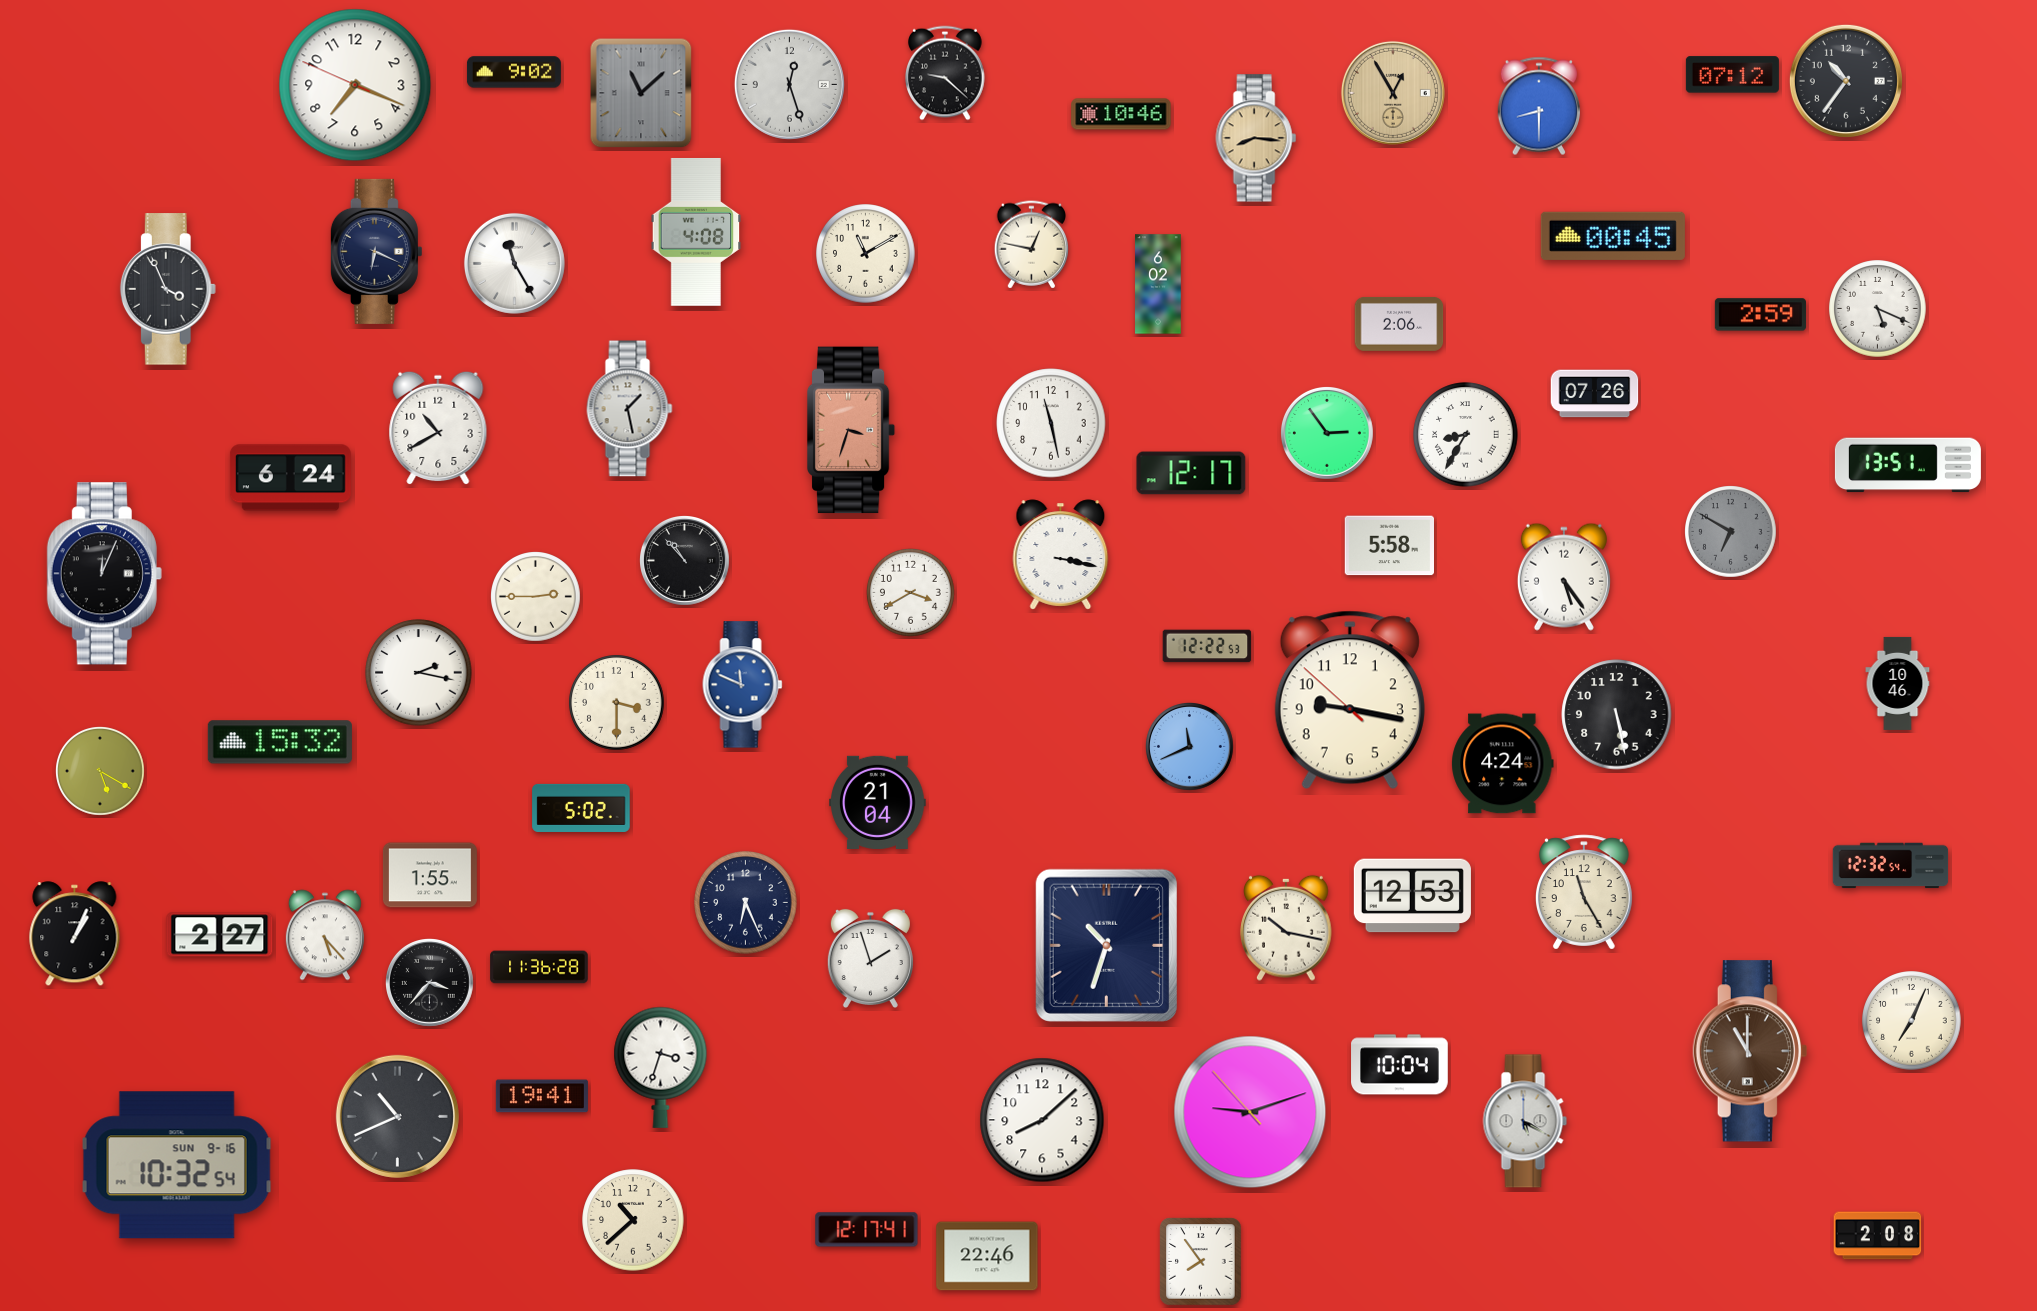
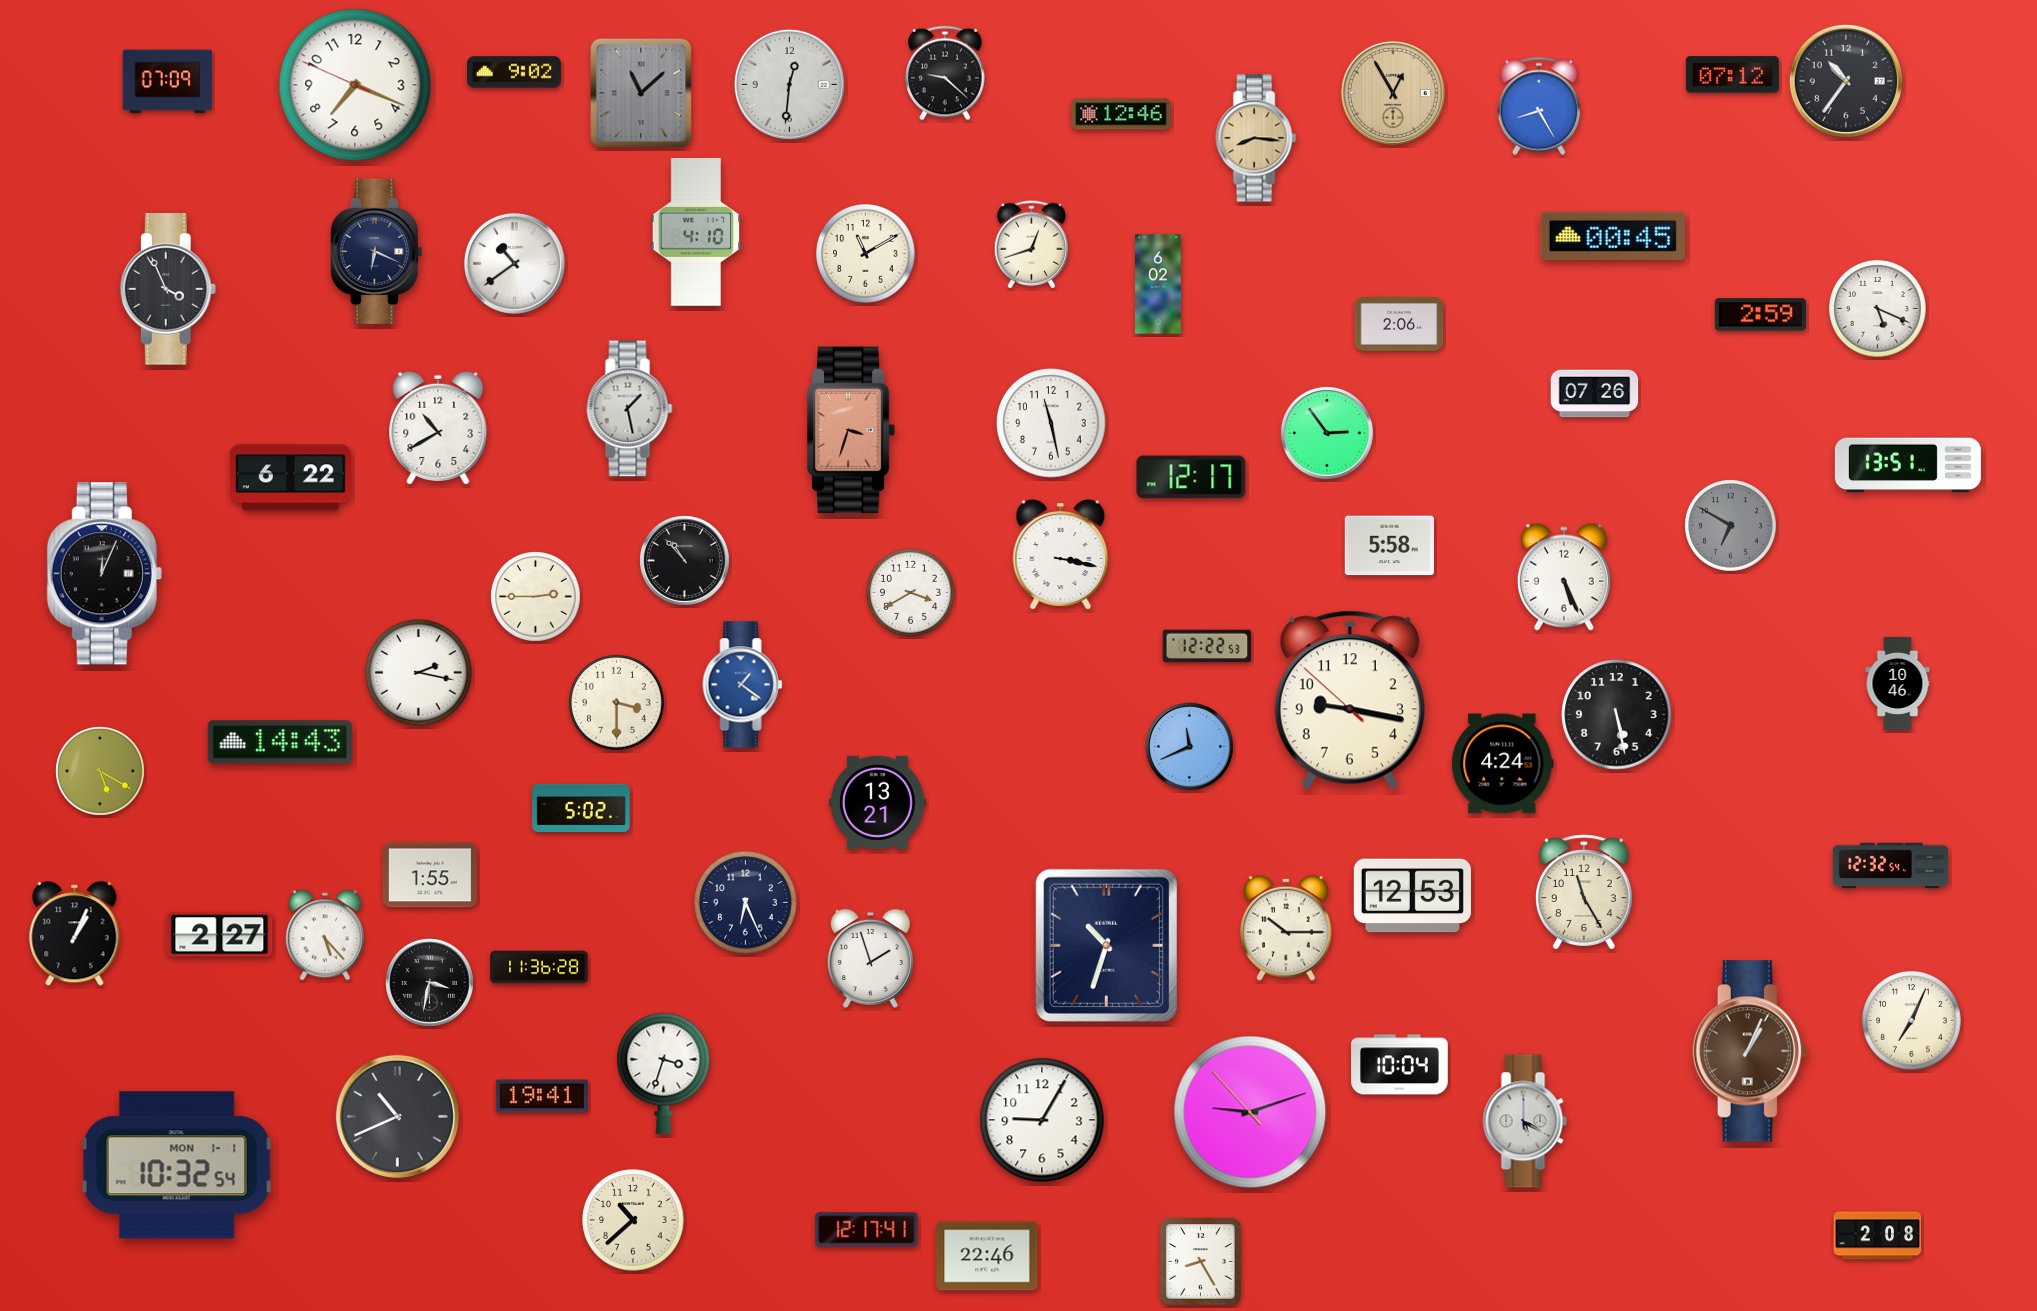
clock at (168, 82): none -> 07:09
clock at (789, 84): 12:27 -> 12:31
clock at (1538, 106): 8:30 -> 8:25
clock at (1121, 114): 10:46 -> 12:46
clock at (696, 232): 4:08 -> 4:10
clock at (1031, 245): 12:47 -> 12:42
clock at (514, 263): 11:25 -> 10:39
clock at (1466, 435): 8:35 -> none
clock at (1191, 473) position: (1191, 473) -> (1191, 477)
clock at (290, 478): 6:24 -> 6:22
clock at (1731, 532) position: (1731, 532) -> (1731, 526)
clock at (1564, 577): 5:24 -> 5:26
clock at (743, 685): 11:49 -> 1:21
clock at (280, 742): 15:32 -> 14:43
clock at (878, 802): 21:04 -> 13:21
clock at (1287, 928): 10:17 -> 10:15
clock at (430, 983): 3:37 -> 3:32
clock at (1750, 1051): 11:00 -> 1:04
clock at (661, 1067) position: (661, 1067) -> (664, 1073)
clock at (1042, 1120): 8:08 -> 9:05
clock at (177, 1165) date: SUN 9-16 -> MON 1-1
clock at (1201, 1262): 7:54 -> 8:25
